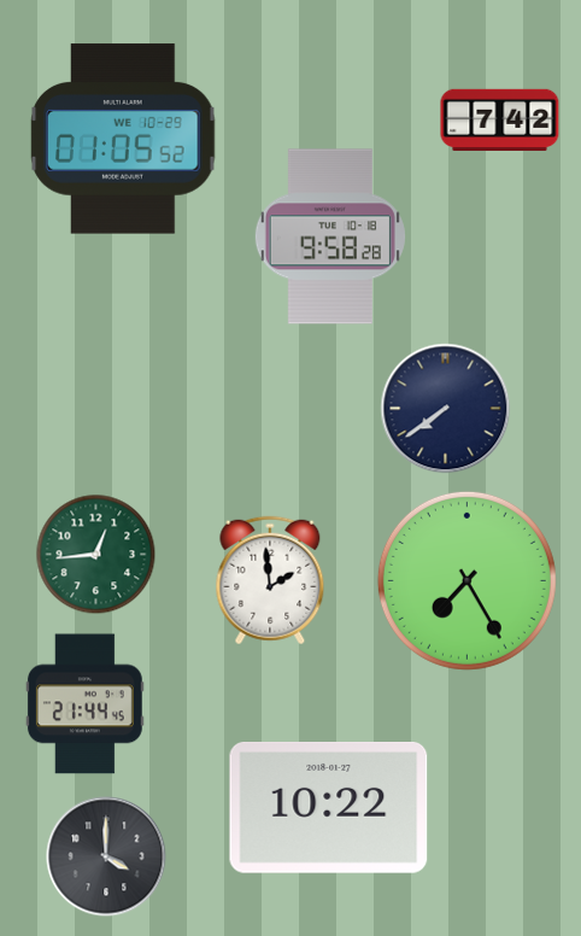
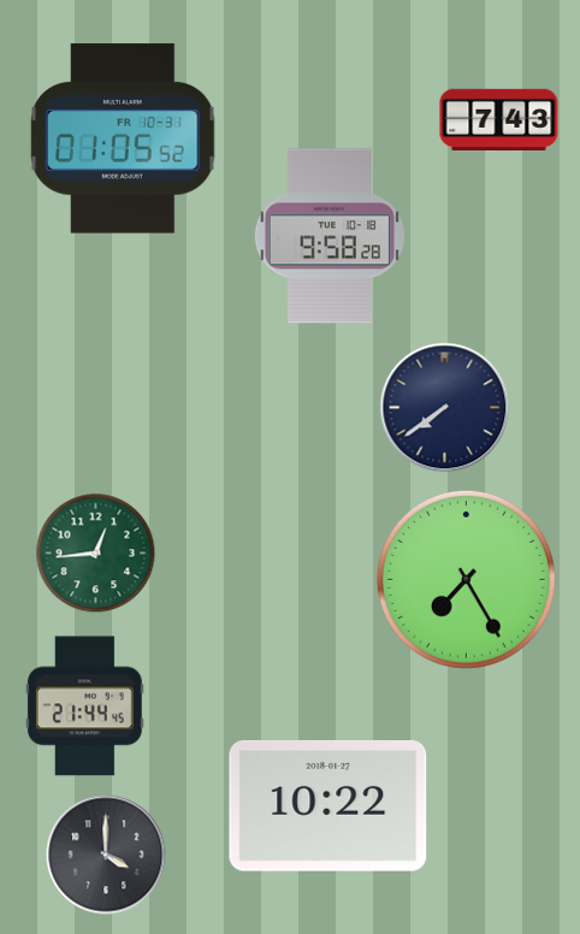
clock at (500, 119): 7:42 -> 7:43
clock at (123, 139) date: WE 10-29 -> FR 10-31
clock at (270, 580): 1:59 -> none
clock at (84, 704) position: (84, 704) -> (84, 707)
